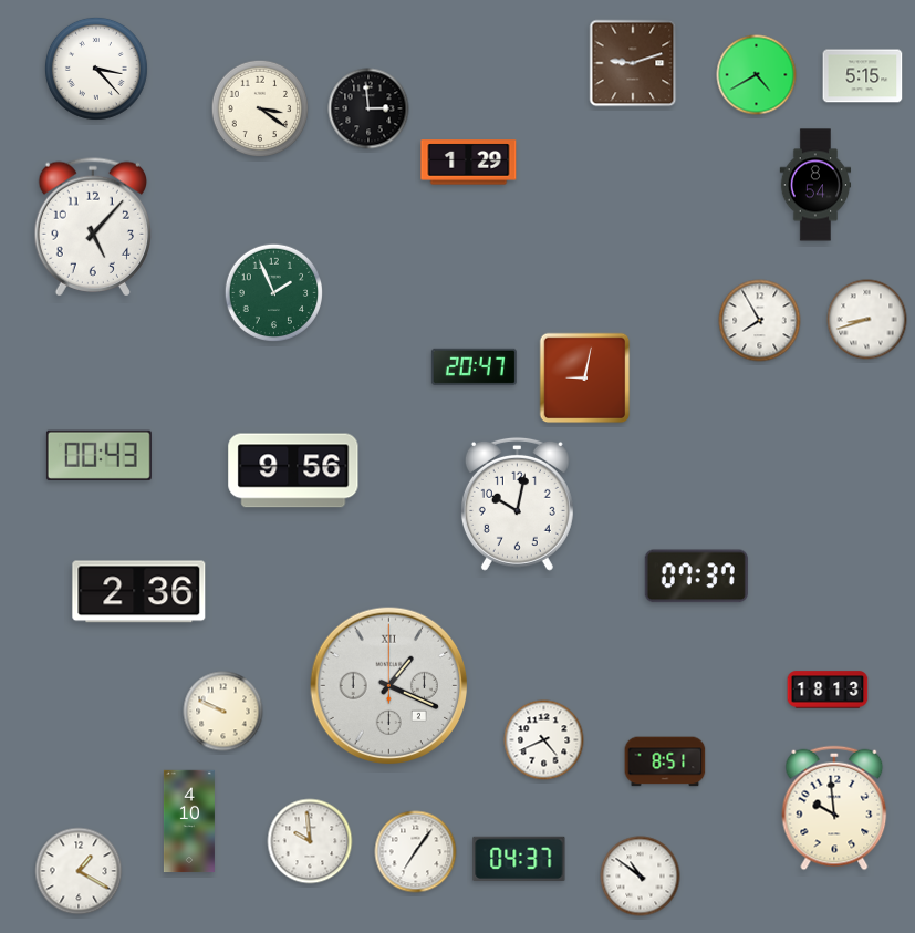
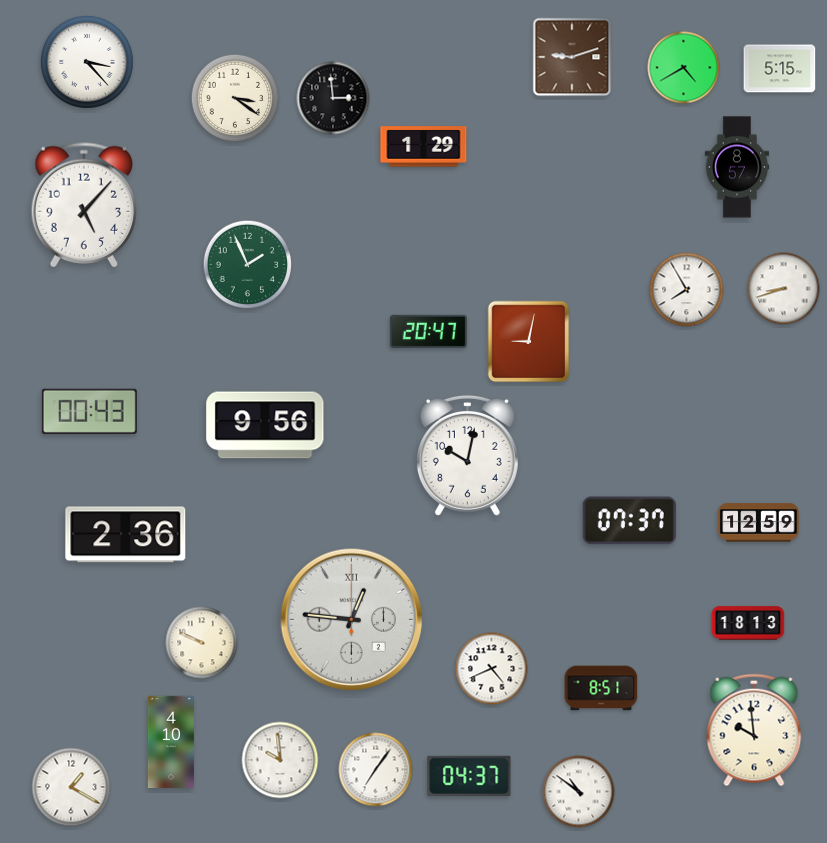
clock at (815, 185): 8:54 -> 8:57
clock at (759, 523): none -> 12:59
clock at (389, 686): 1:19 -> 12:46
